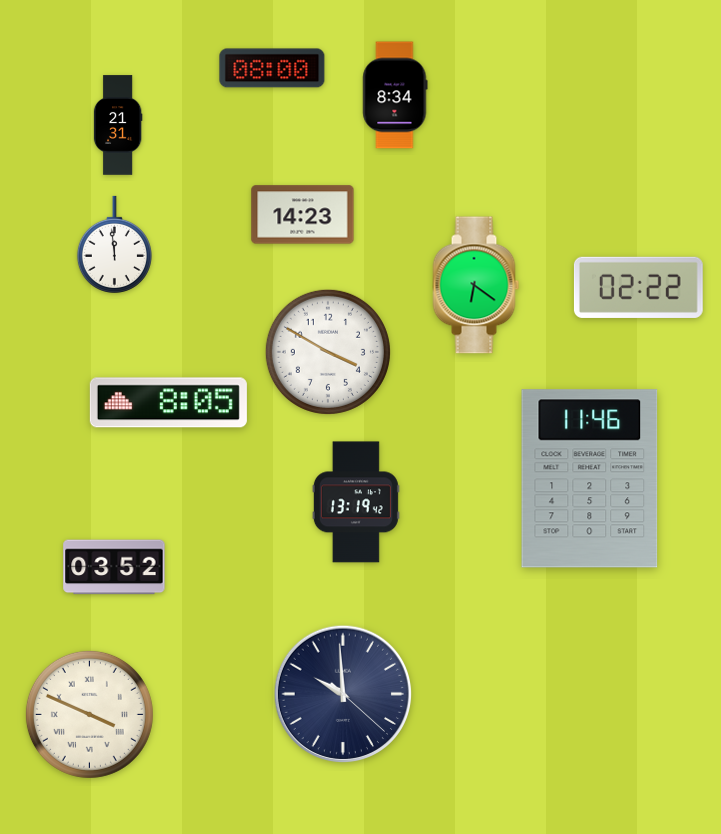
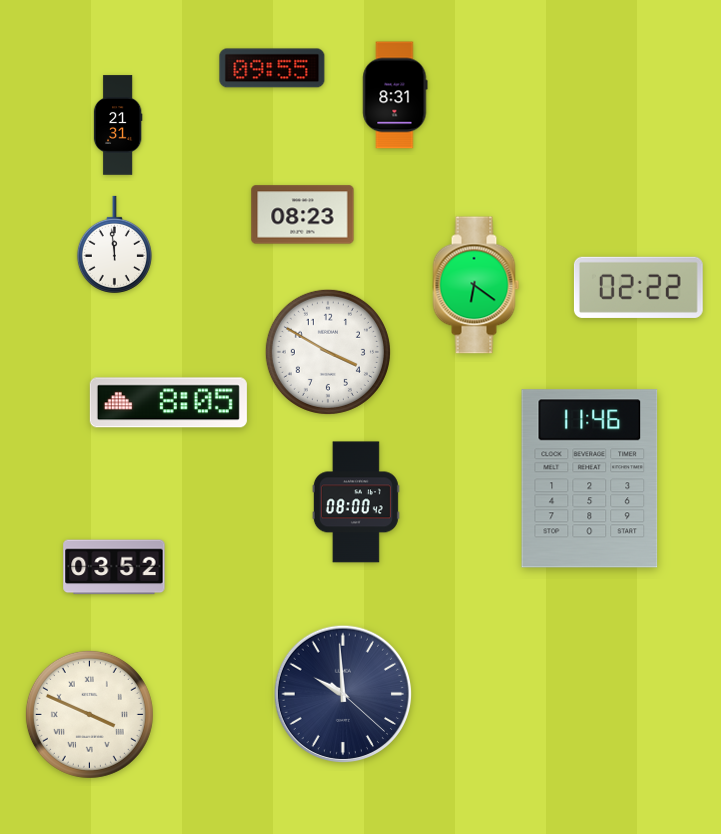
clock at (272, 68): 08:00 -> 09:55
clock at (395, 95): 8:34 -> 8:31
clock at (303, 215): 14:23 -> 08:23
clock at (356, 502): 13:19 -> 08:00
